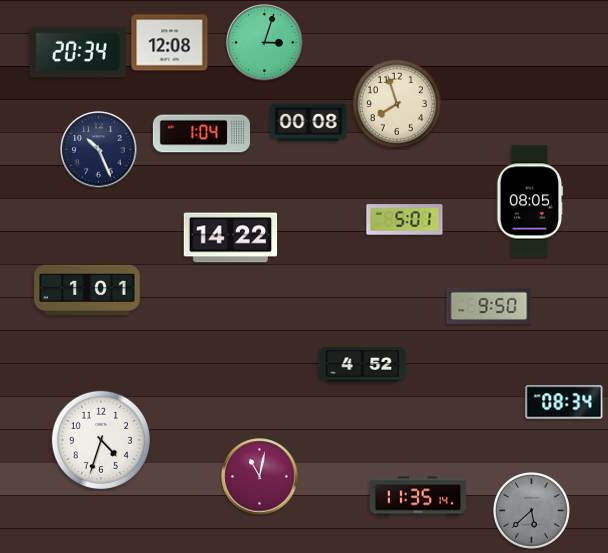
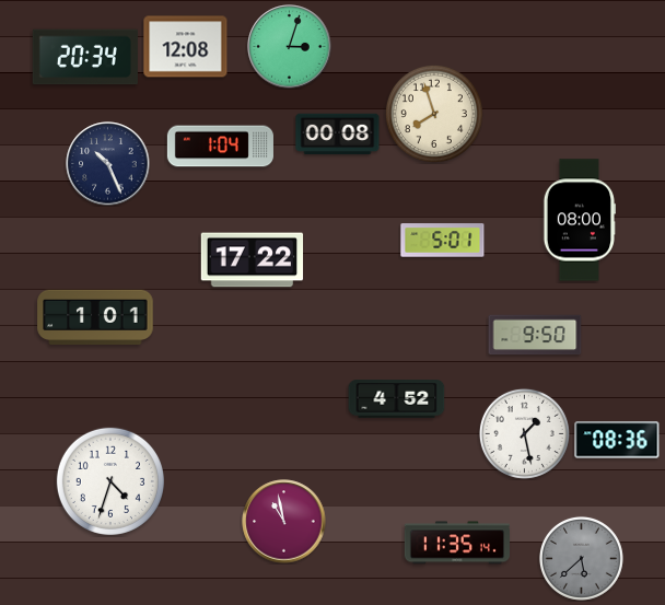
clock at (529, 201): 08:05 -> 08:00
clock at (231, 238): 14:22 -> 17:22
clock at (524, 433): none -> 1:28
clock at (564, 402): 08:34 -> 08:36
clock at (260, 477): 11:02 -> 10:58
